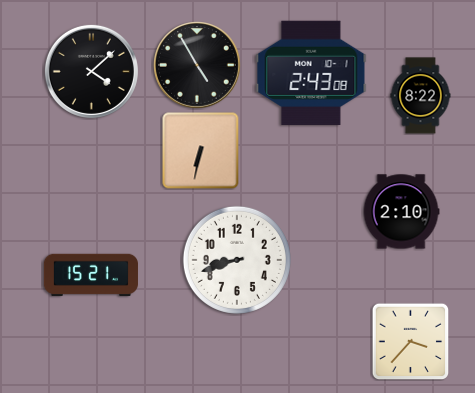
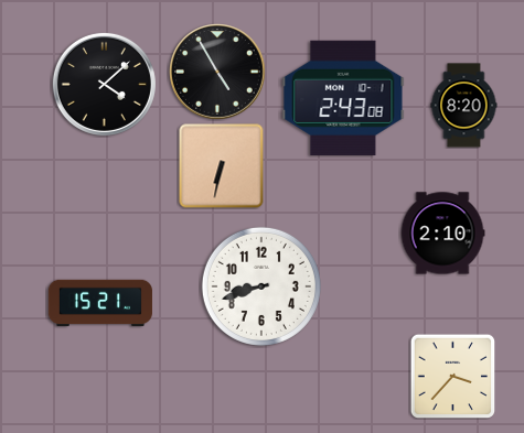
clock at (91, 71) position: (91, 71) -> (104, 84)
clock at (311, 73) position: (311, 73) -> (343, 98)
clock at (421, 96): 8:22 -> 8:20
